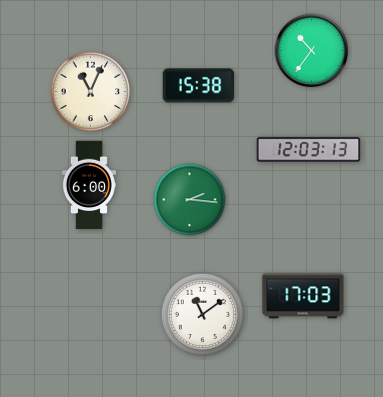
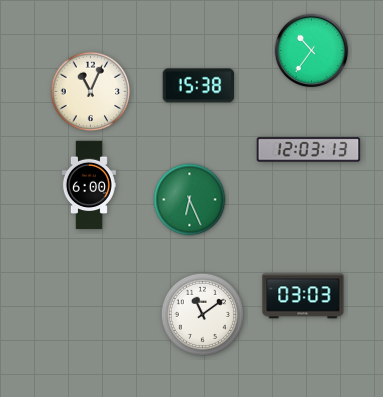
clock at (190, 200): 2:16 -> 6:26
clock at (303, 296): 17:03 -> 03:03
